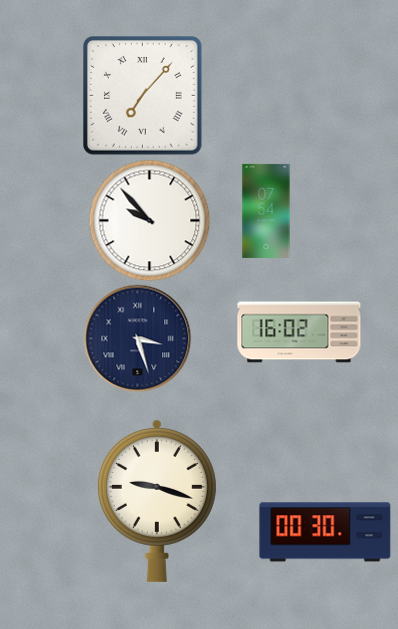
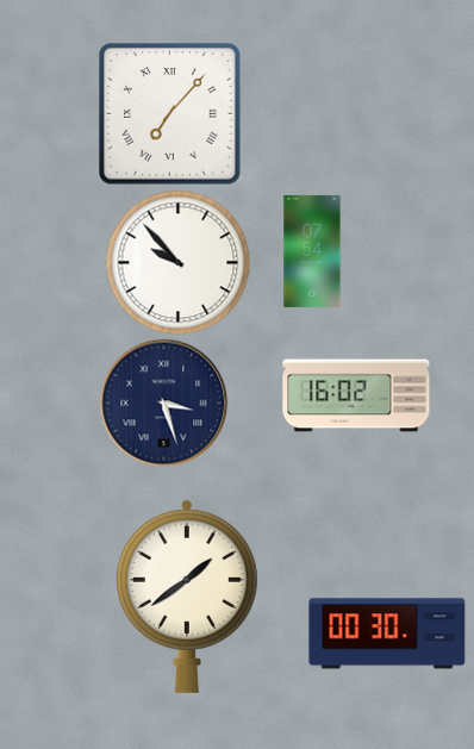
clock at (266, 211) position: (266, 211) -> (312, 251)
clock at (157, 500): 9:18 -> 1:39
